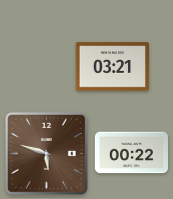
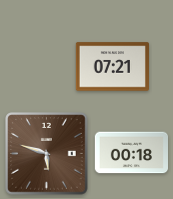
clock at (112, 67): 03:21 -> 07:21
clock at (131, 153): 00:22 -> 00:18
